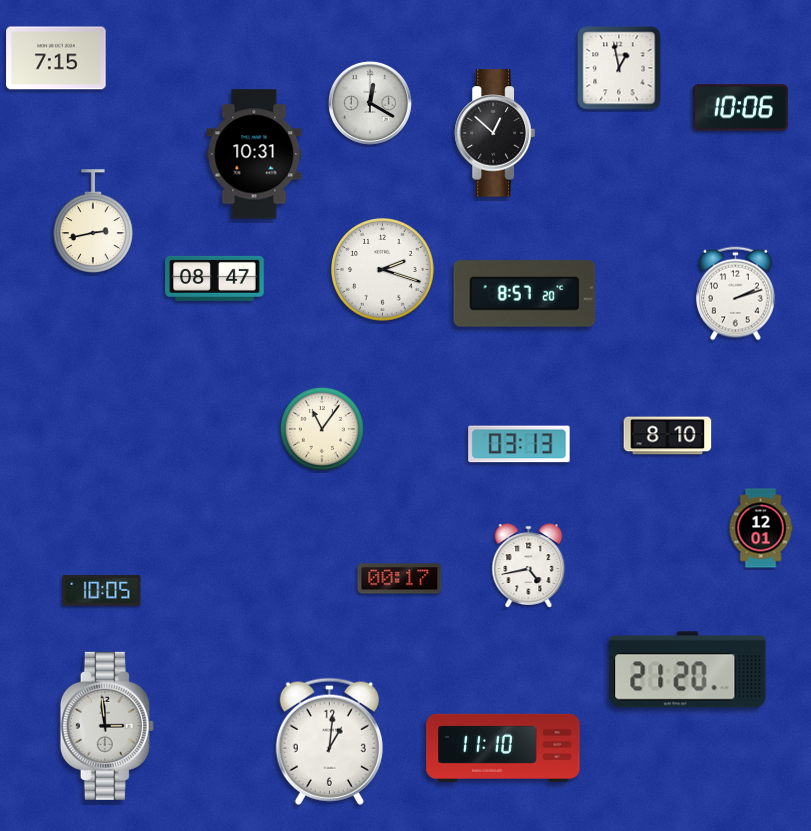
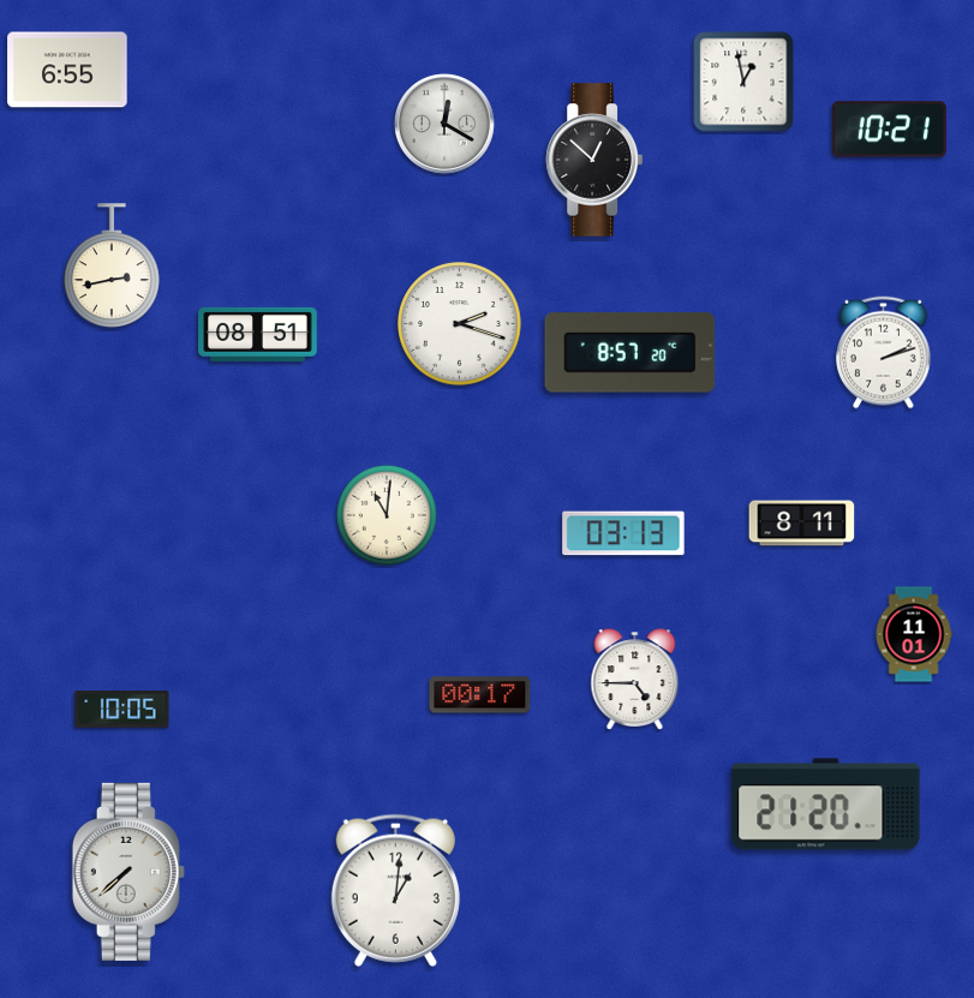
clock at (56, 58): 7:15 -> 6:55
clock at (740, 108): 10:06 -> 10:21
clock at (254, 154): 10:31 -> none
clock at (215, 278): 08:47 -> 08:51
clock at (322, 429): 11:06 -> 11:01
clock at (668, 436): 8:10 -> 8:11
clock at (761, 528): 12:01 -> 11:01
clock at (529, 566): 4:43 -> 4:45
clock at (107, 726): 2:59 -> 7:38
clock at (503, 748): 11:10 -> none
